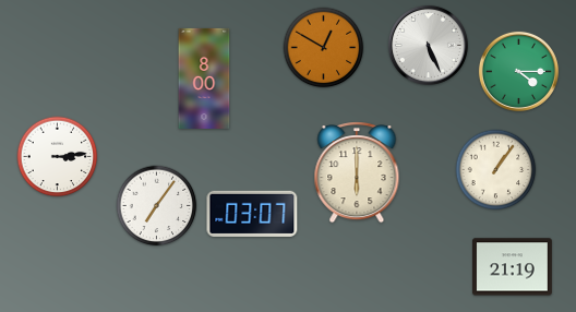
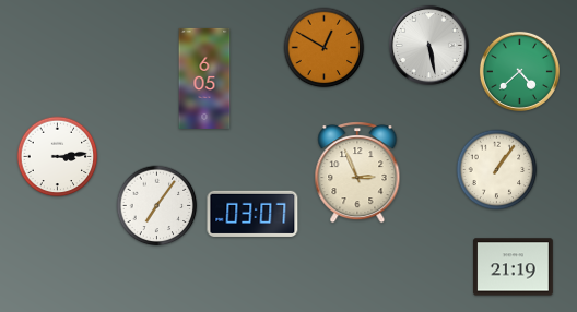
clock at (428, 45): 5:26 -> 5:28
clock at (518, 71): 4:15 -> 4:38
clock at (204, 79): 8:00 -> 6:05
clock at (357, 172): 6:00 -> 2:56
